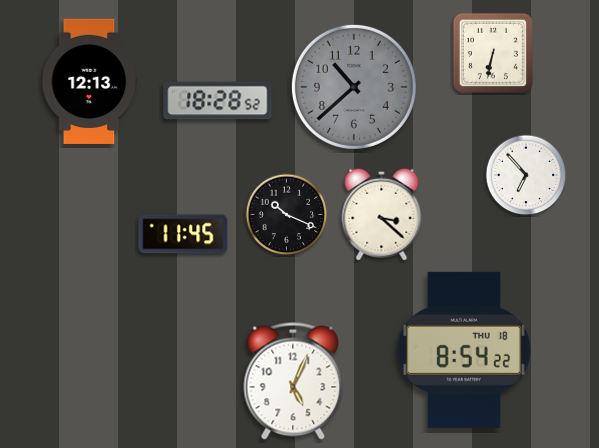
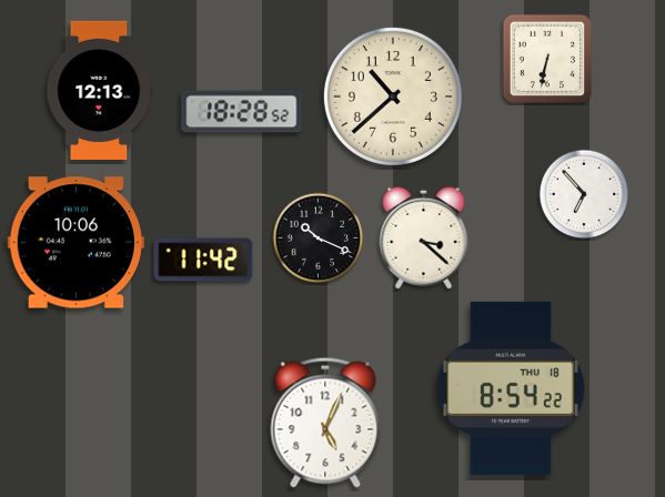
clock at (354, 87) dial: grey -> cream
clock at (75, 243): none -> 10:06
clock at (183, 234): 11:45 -> 11:42
clock at (464, 350) position: (464, 350) -> (511, 388)
